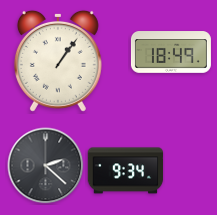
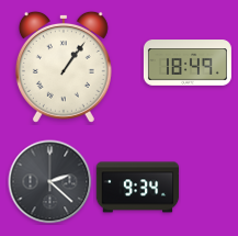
clock at (171, 52) position: (171, 52) -> (188, 63)
